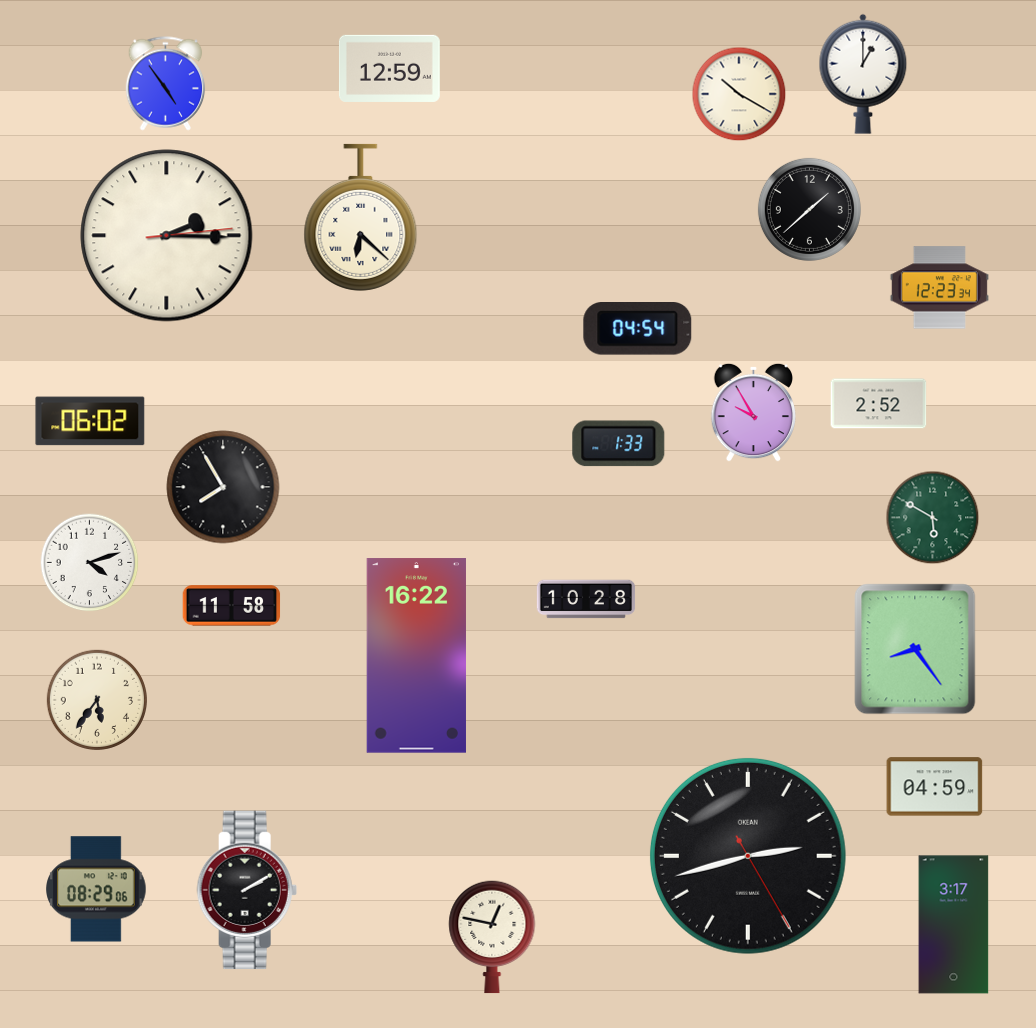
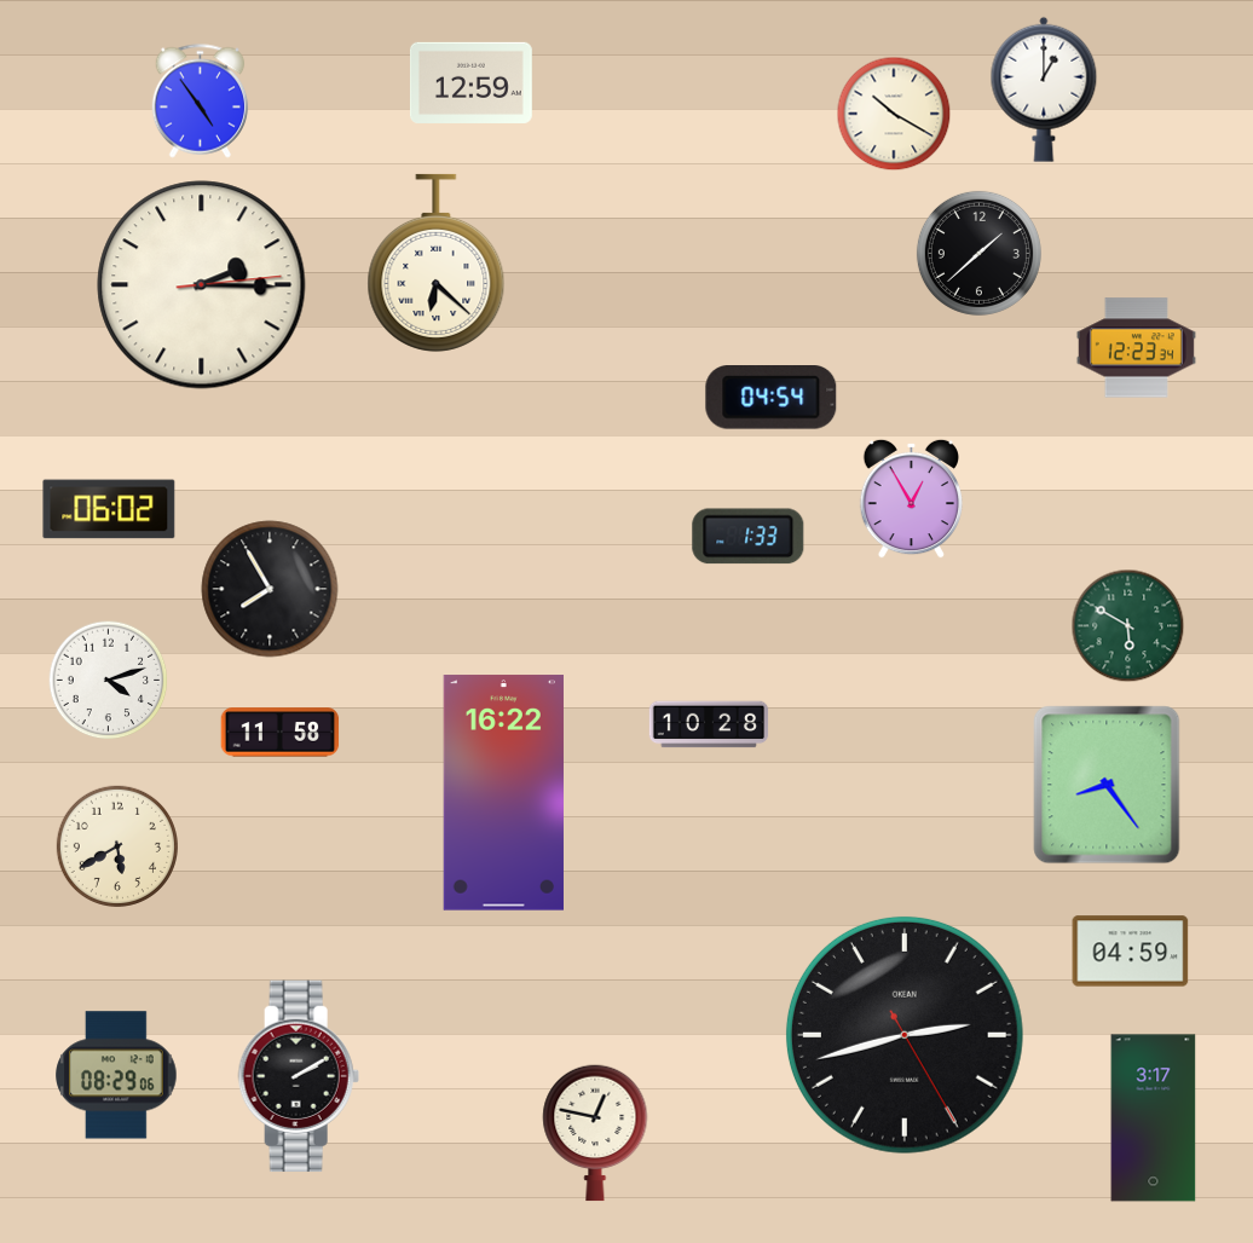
clock at (879, 404): 2:52 -> none
clock at (754, 412): 9:55 -> 12:55
clock at (96, 699): 5:36 -> 5:40
